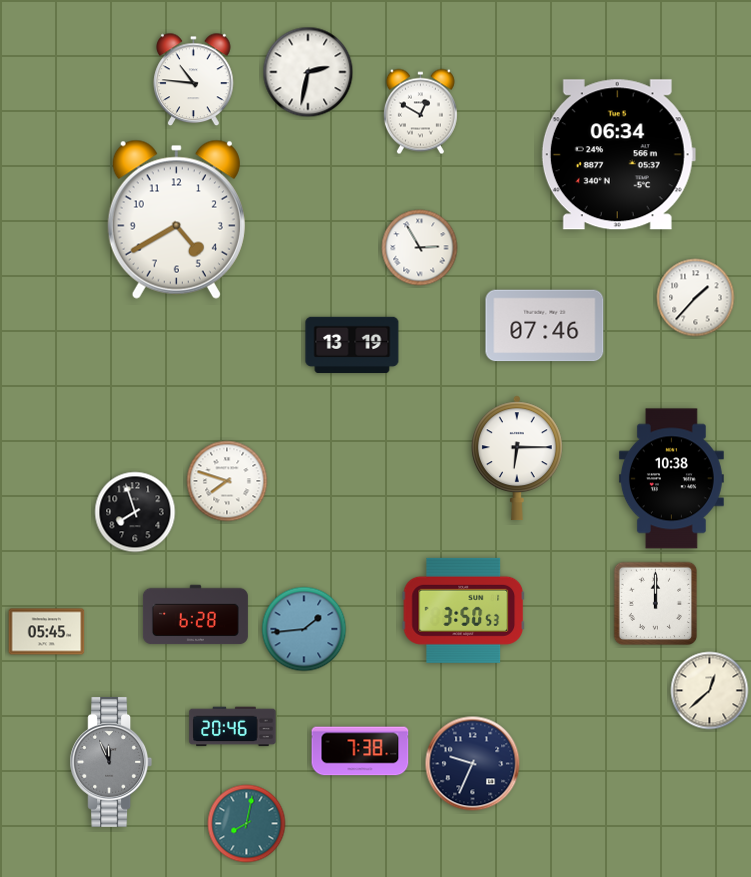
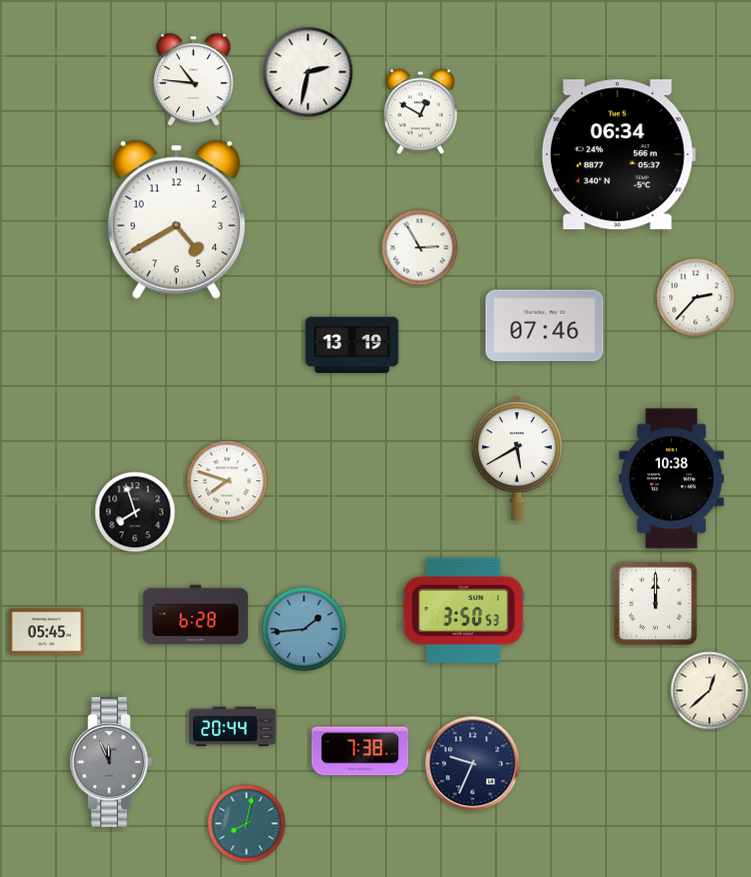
clock at (696, 298): 1:37 -> 2:37
clock at (517, 458): 6:15 -> 5:40
clock at (233, 727): 20:46 -> 20:44
